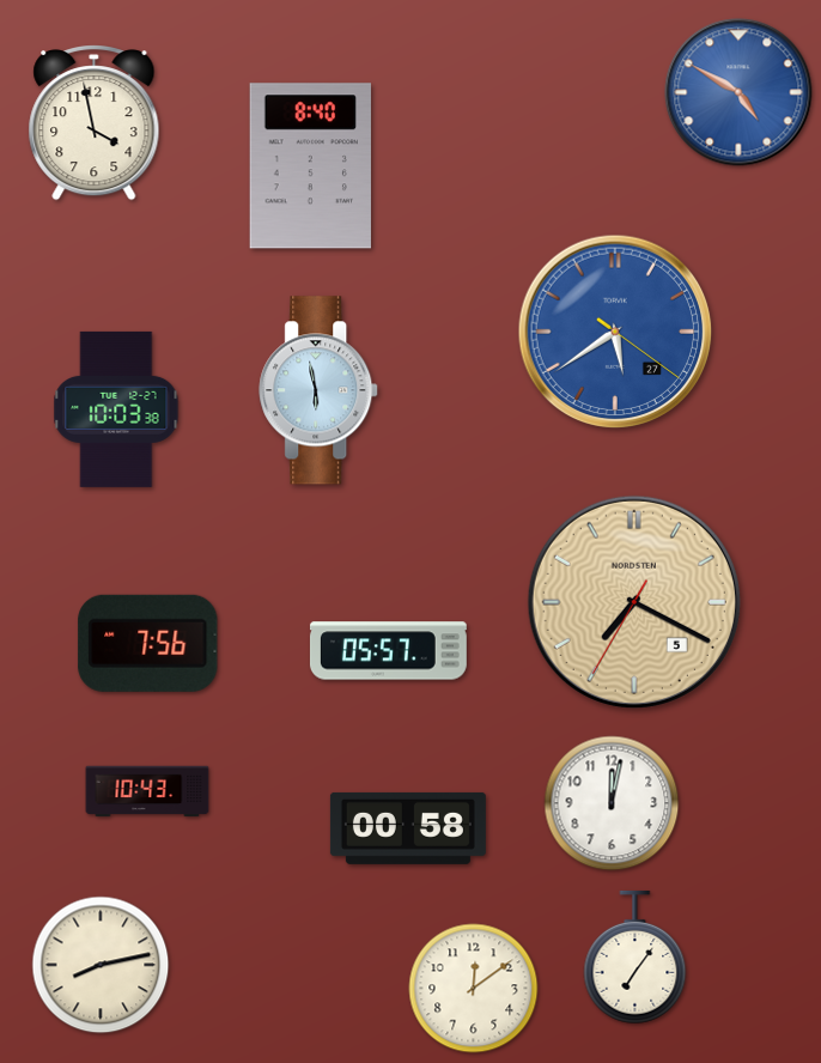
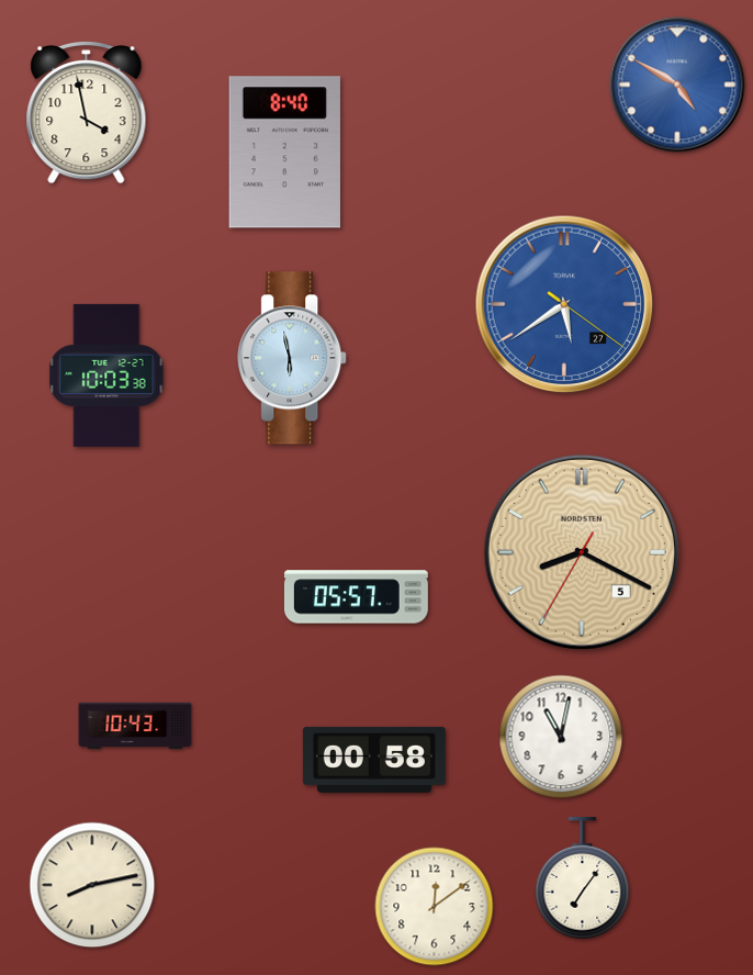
clock at (634, 602): 7:19 -> 8:19
clock at (148, 643): 7:56 -> none
clock at (612, 803): 12:02 -> 11:02
